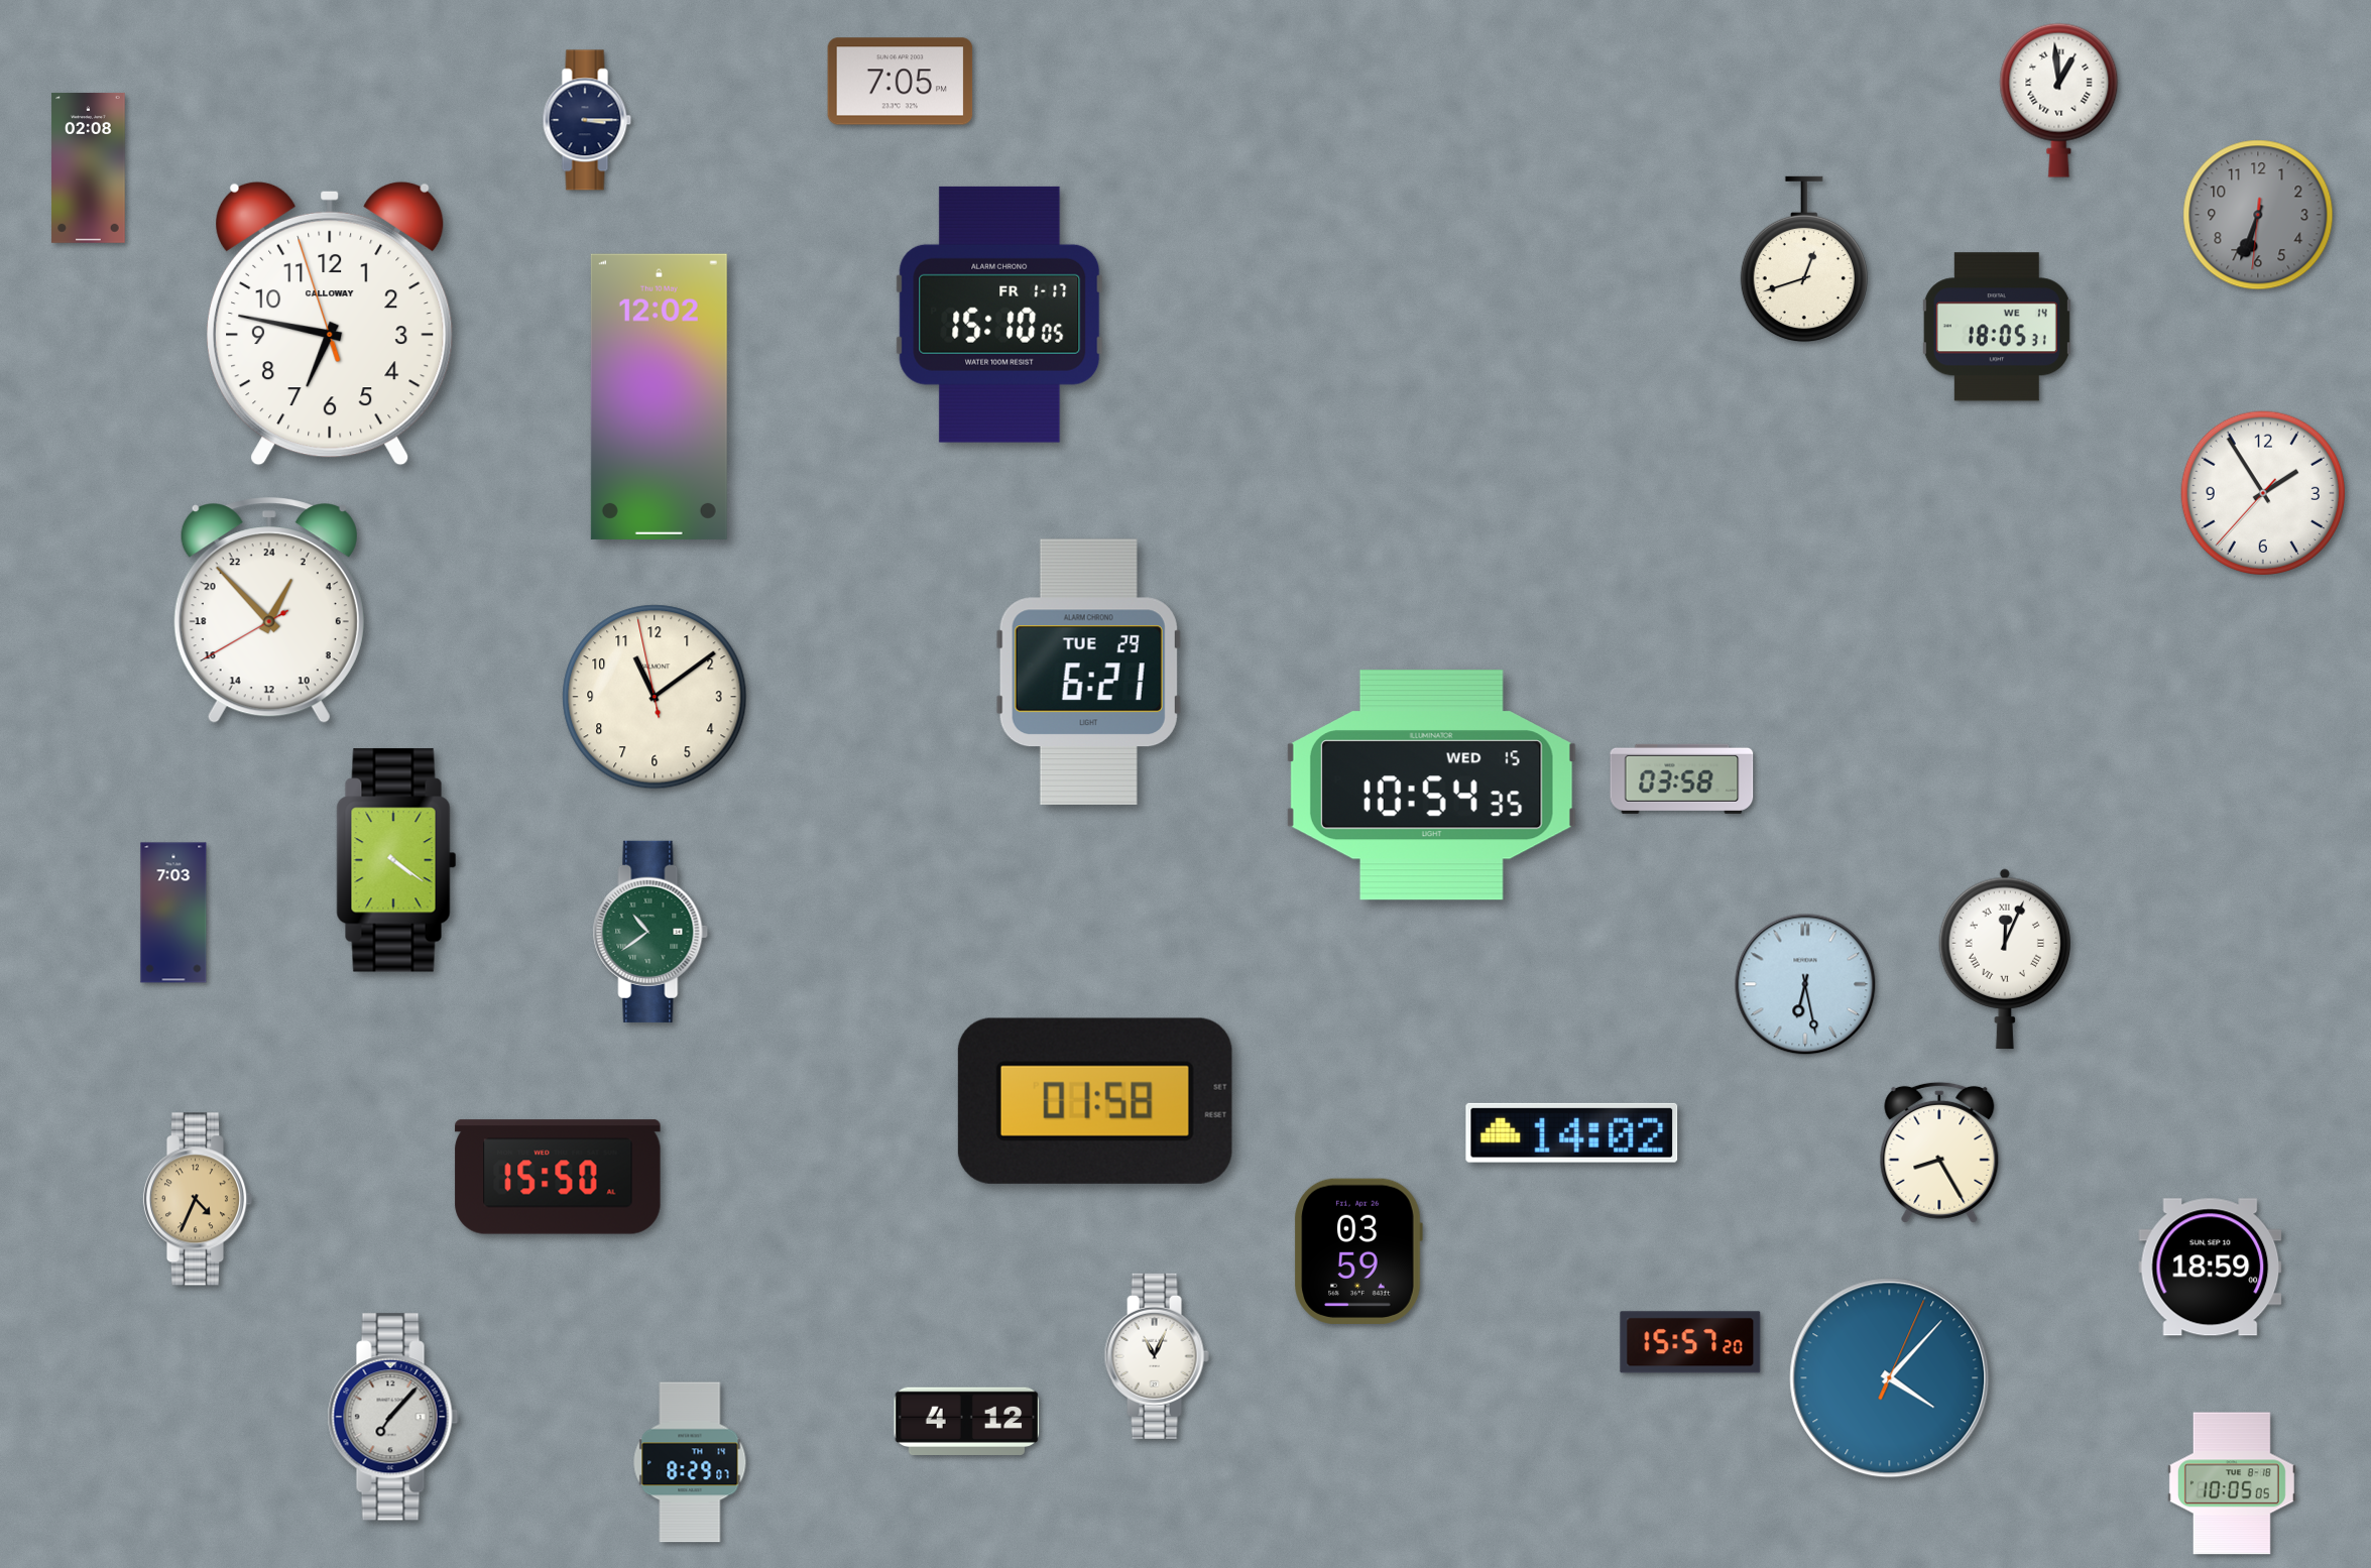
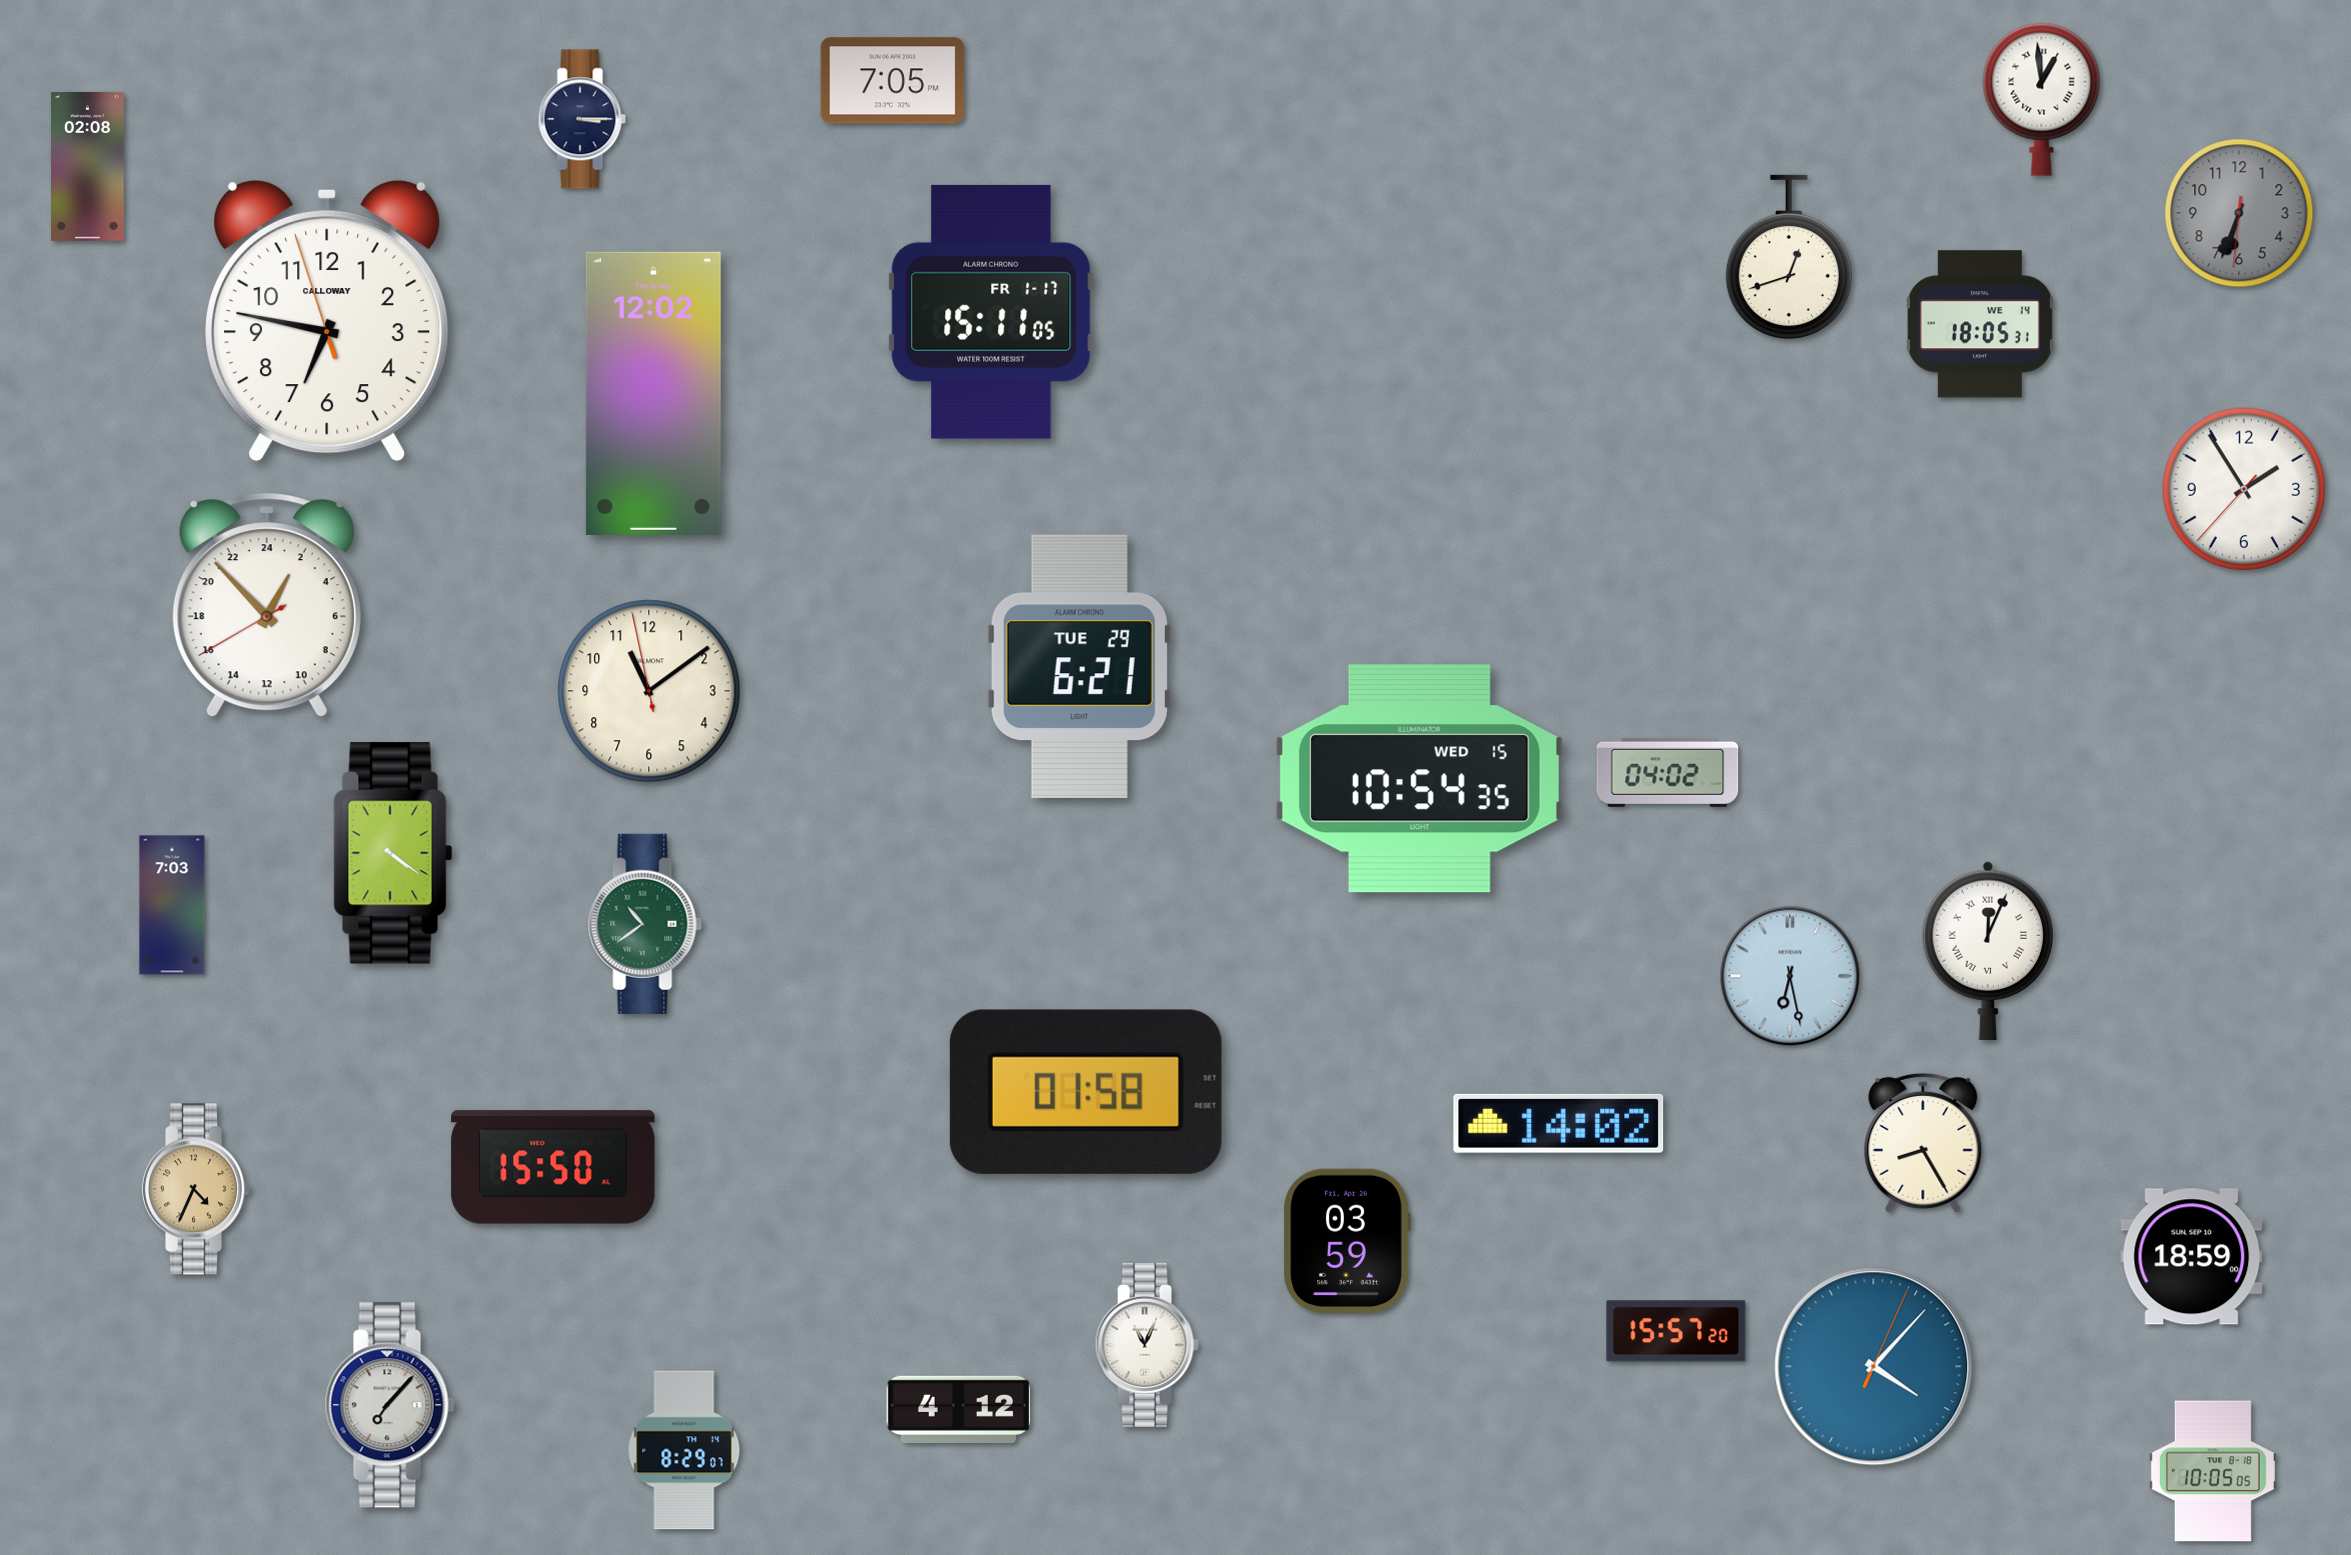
clock at (999, 315): 15:10 -> 15:11
clock at (1682, 778): 03:58 -> 04:02
